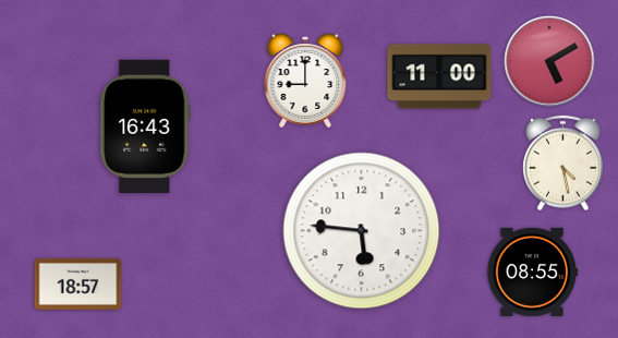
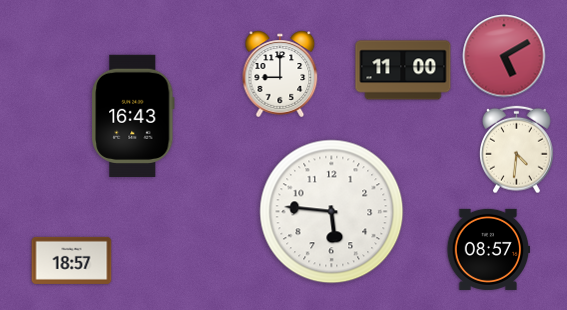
clock at (564, 164): 4:28 -> 4:31
clock at (533, 271): 08:55 -> 08:57
